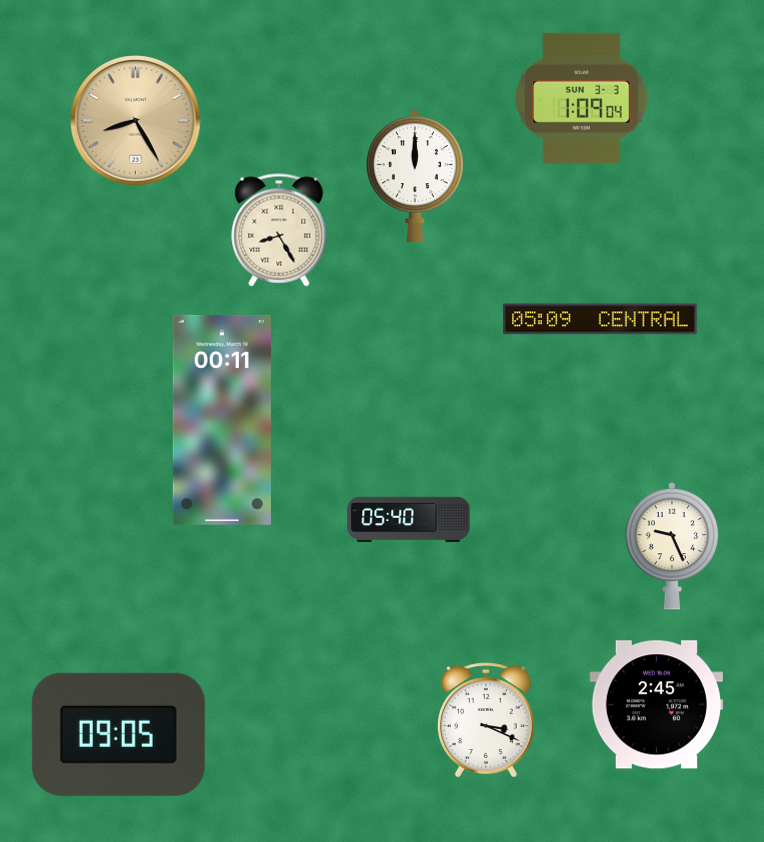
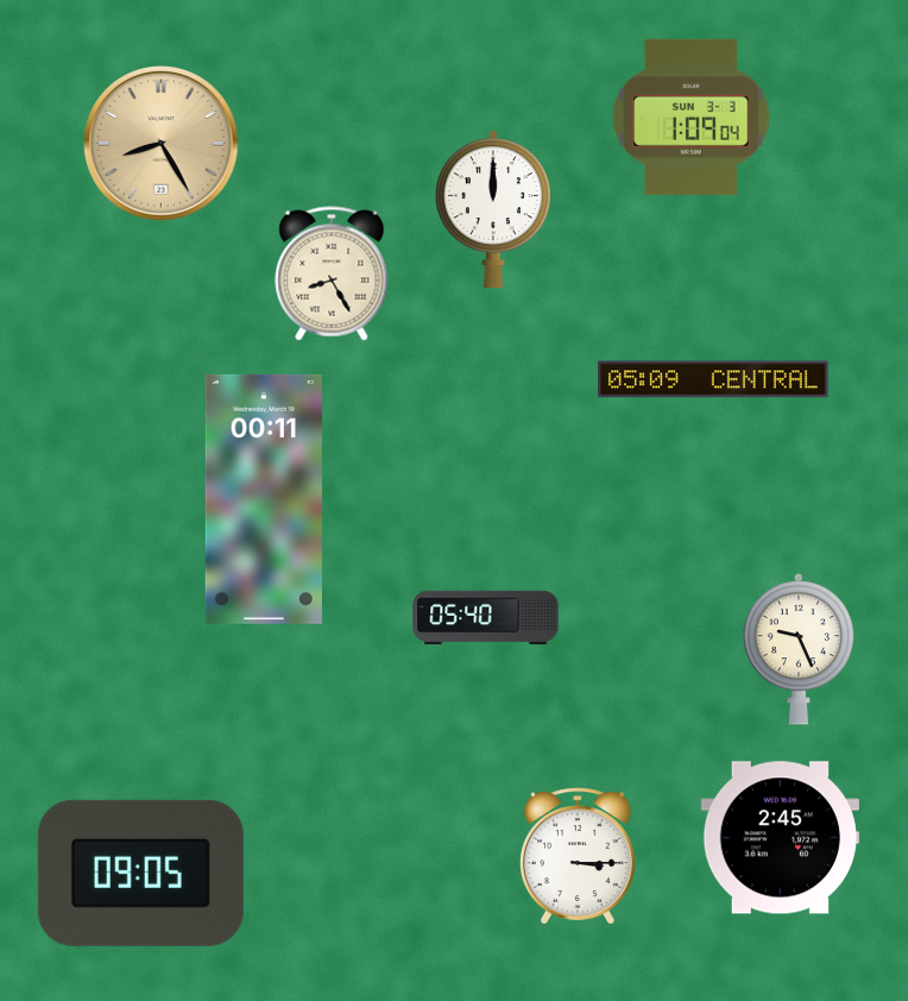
clock at (486, 720): 3:19 -> 3:15
